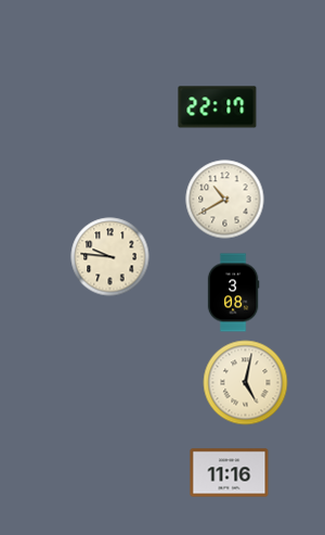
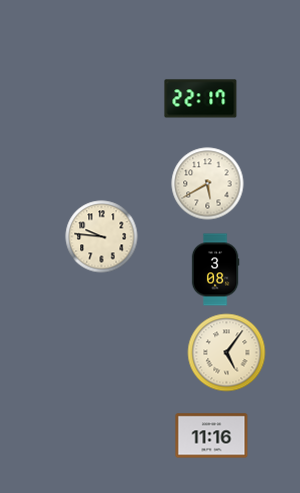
clock at (225, 200): 10:40 -> 5:40
clock at (246, 383): 5:02 -> 5:06
